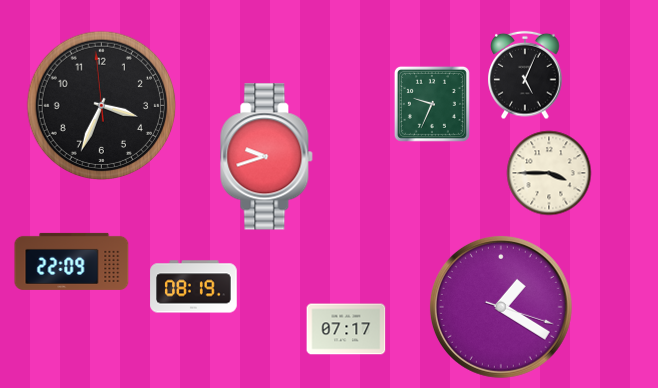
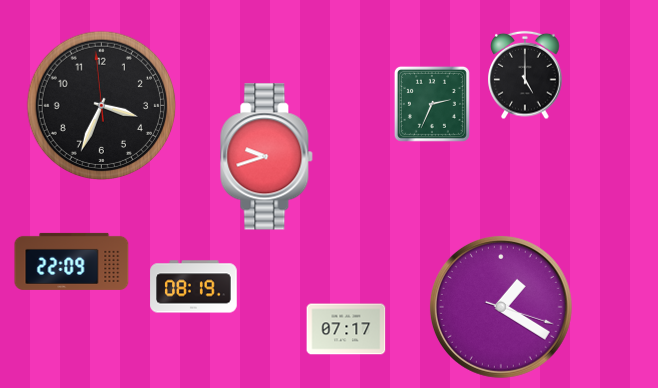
clock at (525, 75): 5:04 -> 5:00
clock at (432, 104): 9:34 -> 2:34
clock at (549, 173): 3:45 -> none
